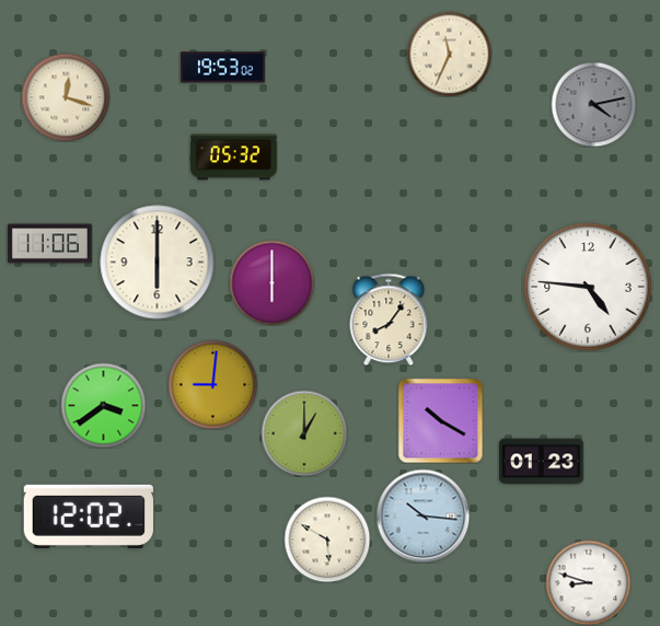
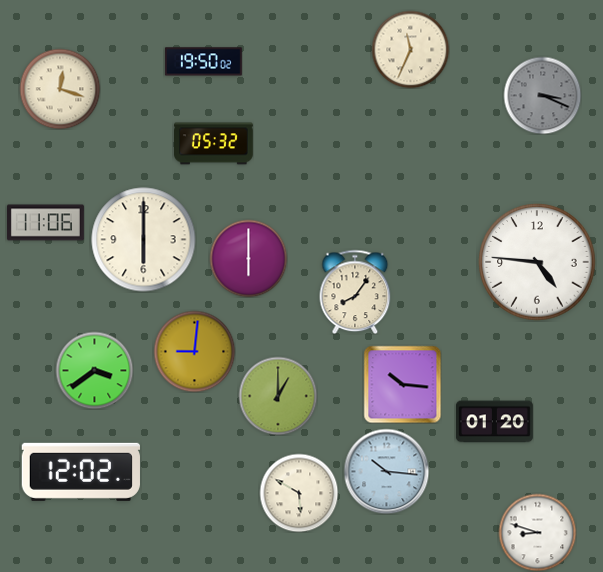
clock at (222, 68): 19:53 -> 19:50
clock at (593, 104): 4:13 -> 3:19
clock at (440, 420): 10:20 -> 10:16
clock at (541, 462): 01:23 -> 01:20
